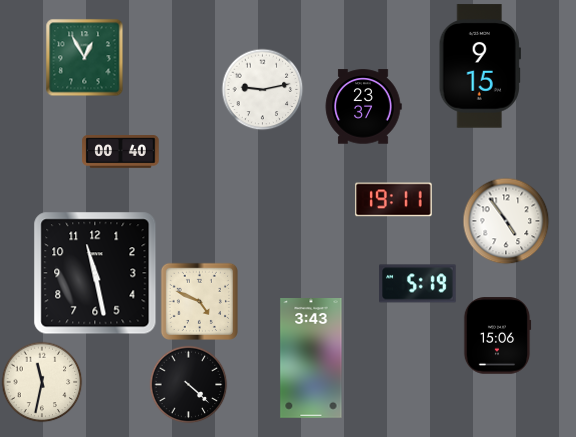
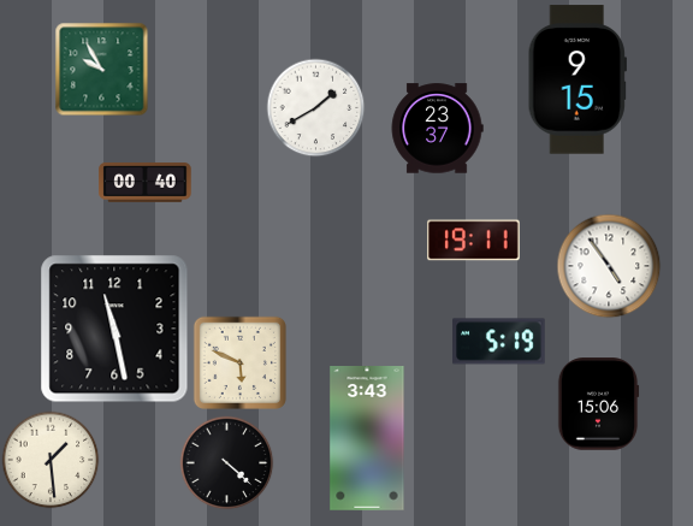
clock at (84, 57): 12:55 -> 9:55
clock at (262, 89): 9:13 -> 1:40
clock at (418, 284) position: (418, 284) -> (499, 342)
clock at (199, 301): 4:49 -> 5:49
clock at (311, 359) position: (311, 359) -> (367, 439)
clock at (42, 382): 11:32 -> 1:29
